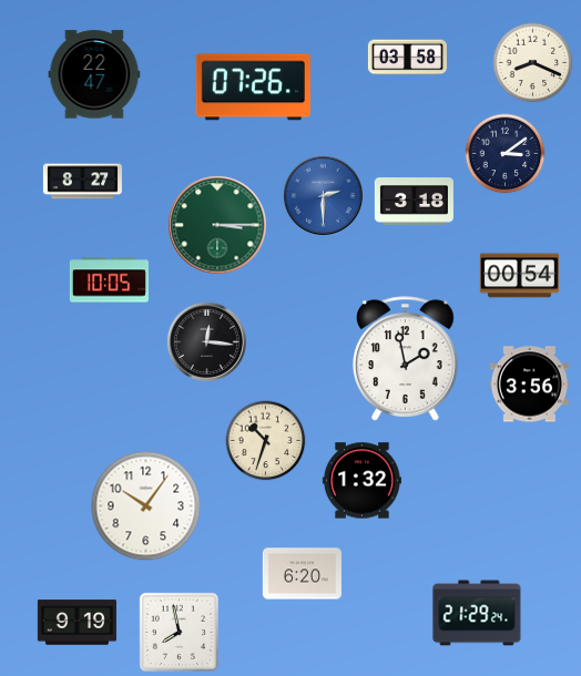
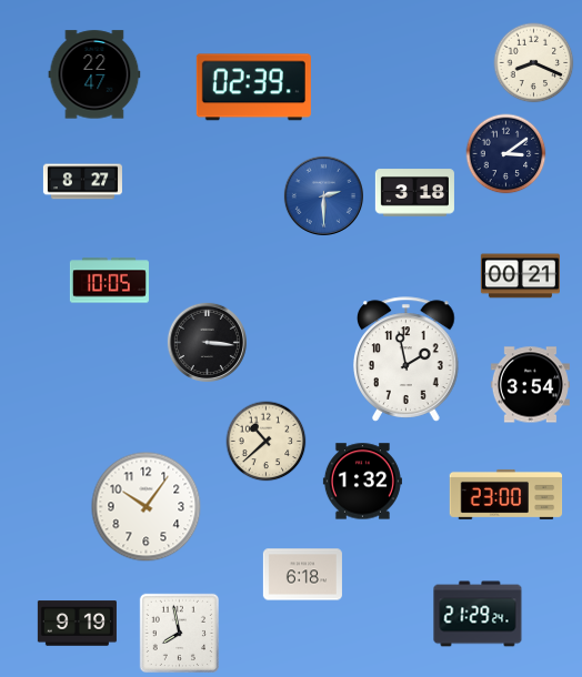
clock at (407, 58): 03:58 -> none
clock at (253, 88): 07:26 -> 02:39
clock at (414, 202) position: (414, 202) -> (414, 193)
clock at (217, 225): 3:15 -> none
clock at (519, 276): 00:54 -> 00:21
clock at (206, 341): 12:16 -> 3:16
clock at (529, 385): 3:56 -> 3:54
clock at (266, 441): 10:33 -> 10:38
clock at (506, 494): none -> 23:00
clock at (302, 574): 6:20 -> 6:18
